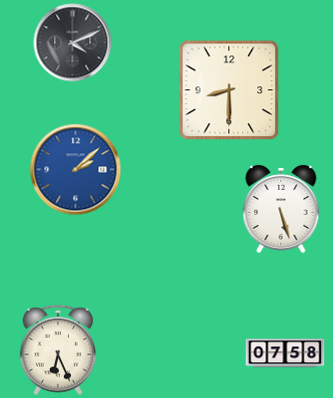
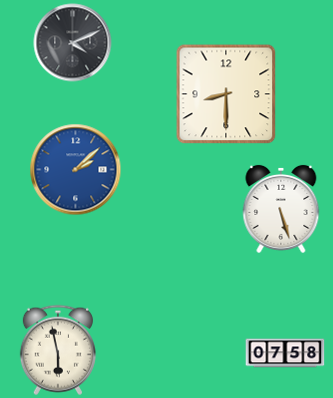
clock at (229, 90) position: (229, 90) -> (226, 94)
clock at (58, 350): 6:26 -> 5:58
